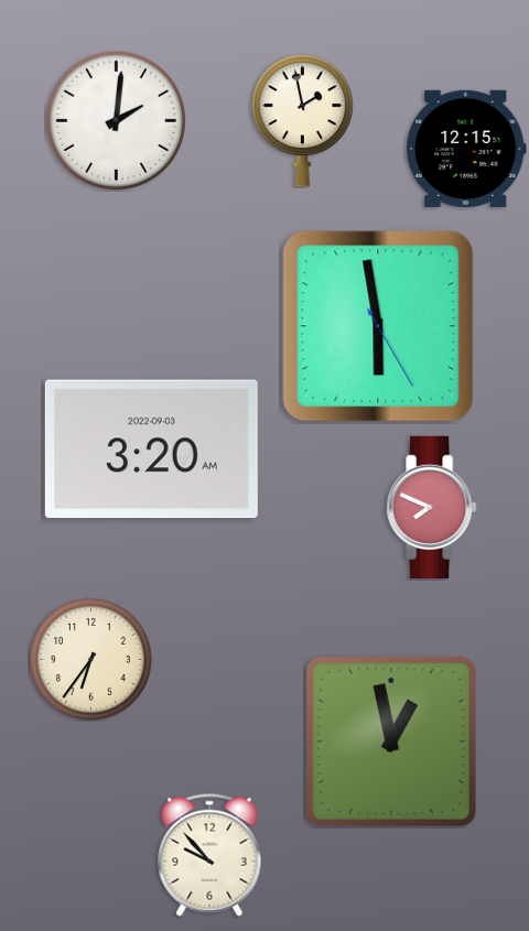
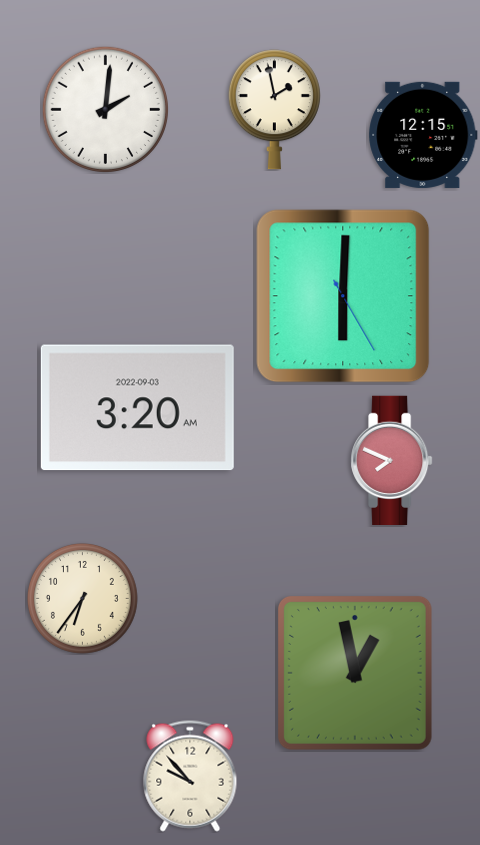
clock at (378, 326): 5:58 -> 6:00
